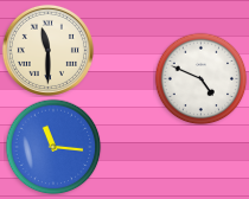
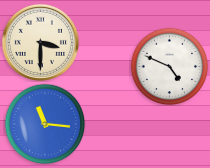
clock at (47, 50): 11:30 -> 3:30
